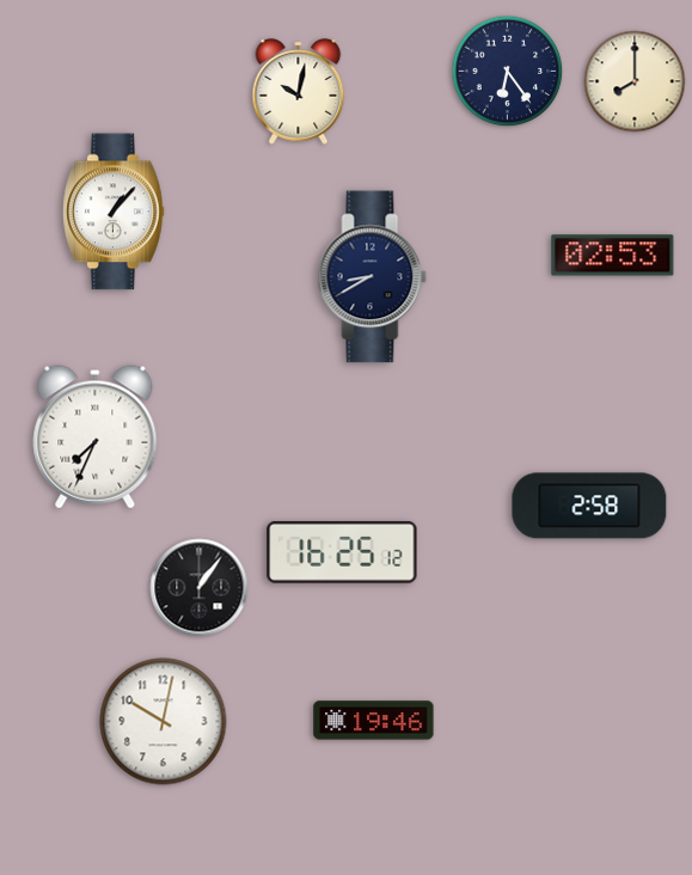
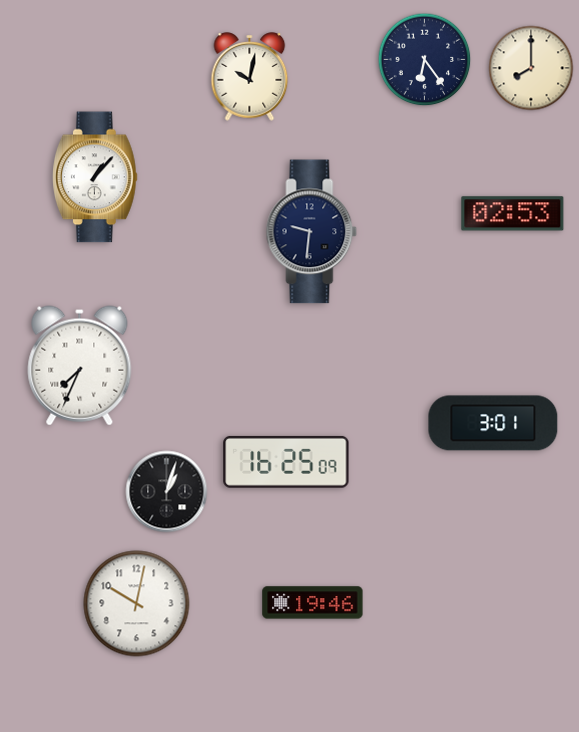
clock at (373, 277): 8:40 -> 9:31
clock at (589, 506): 2:58 -> 3:01
clock at (342, 552): 16:25:12 -> 16:25:09
clock at (200, 588): 1:06 -> 1:03
